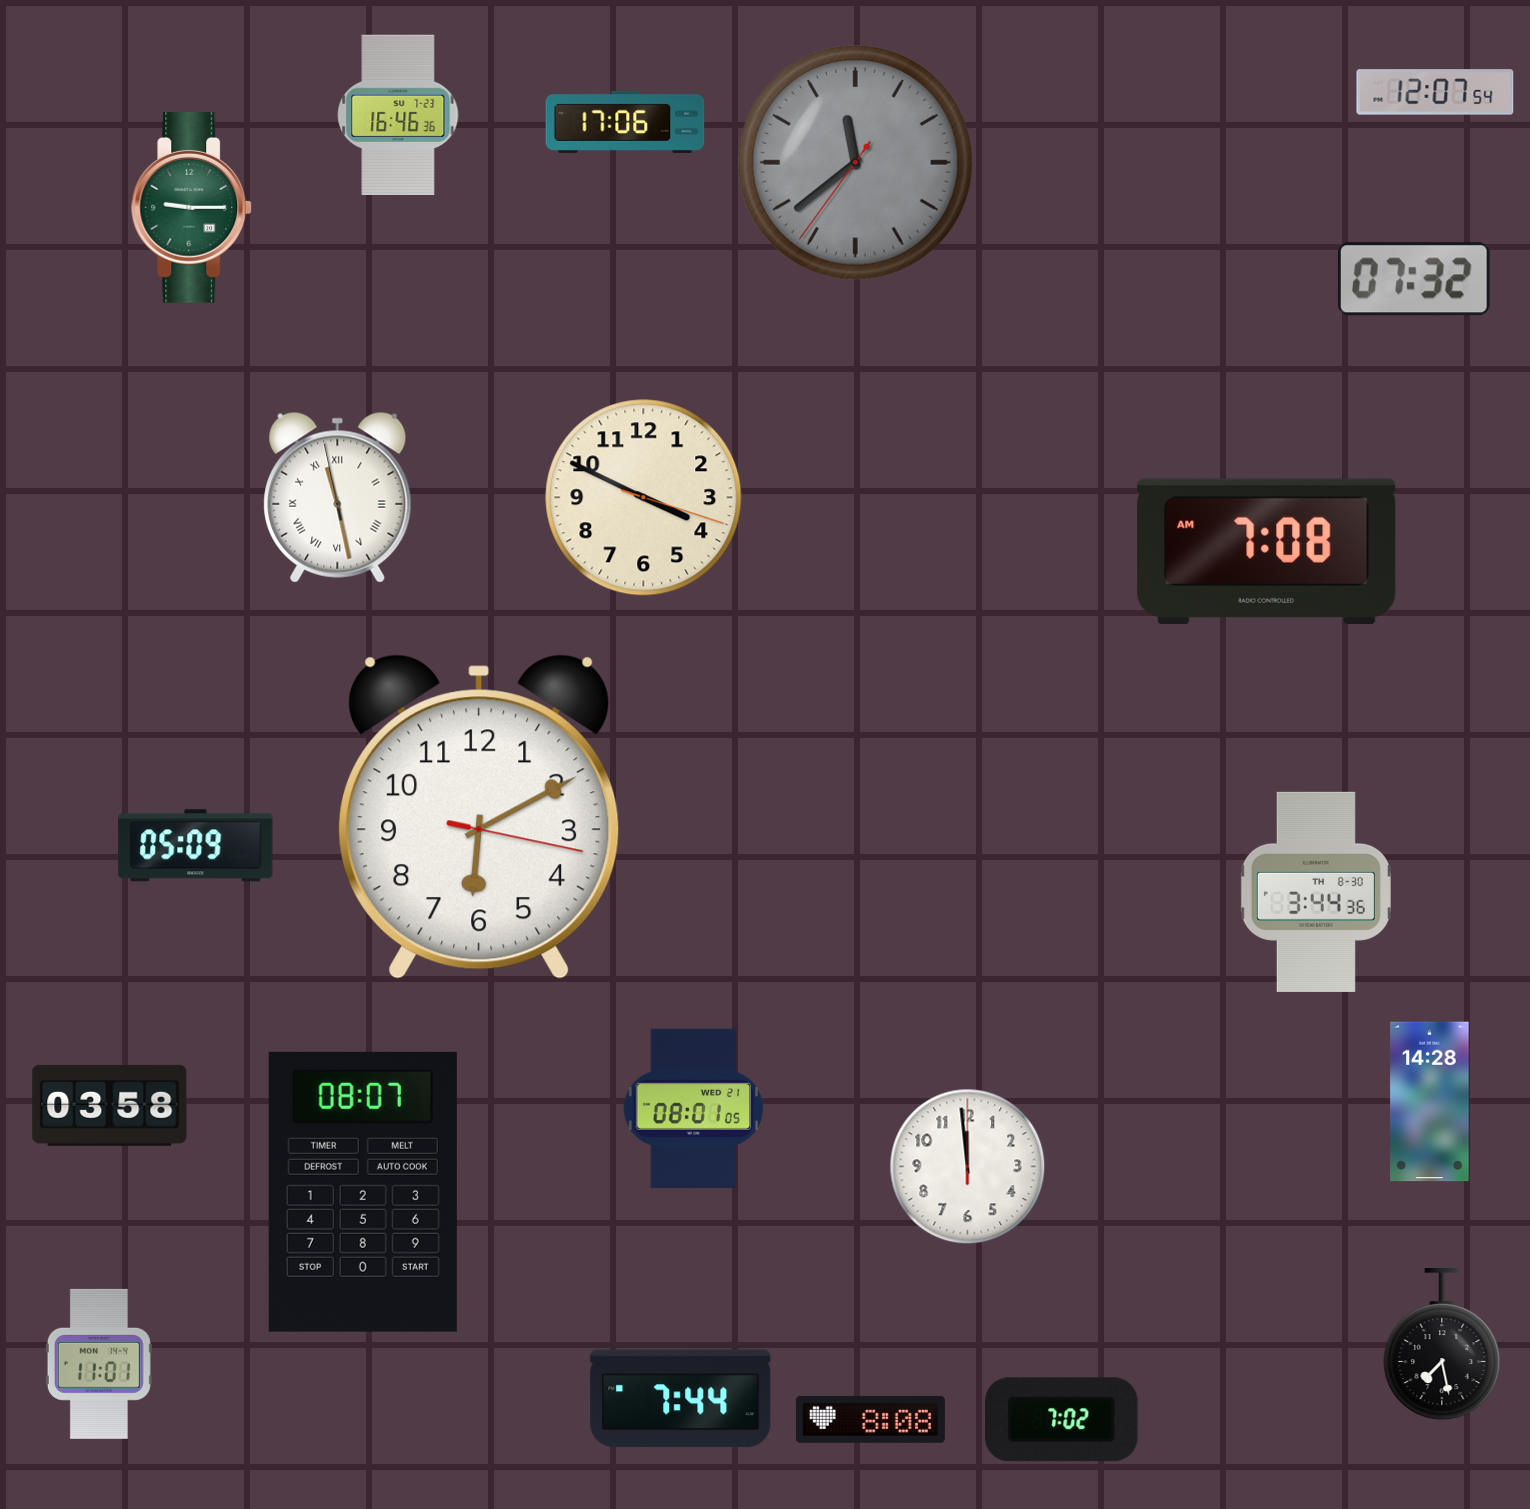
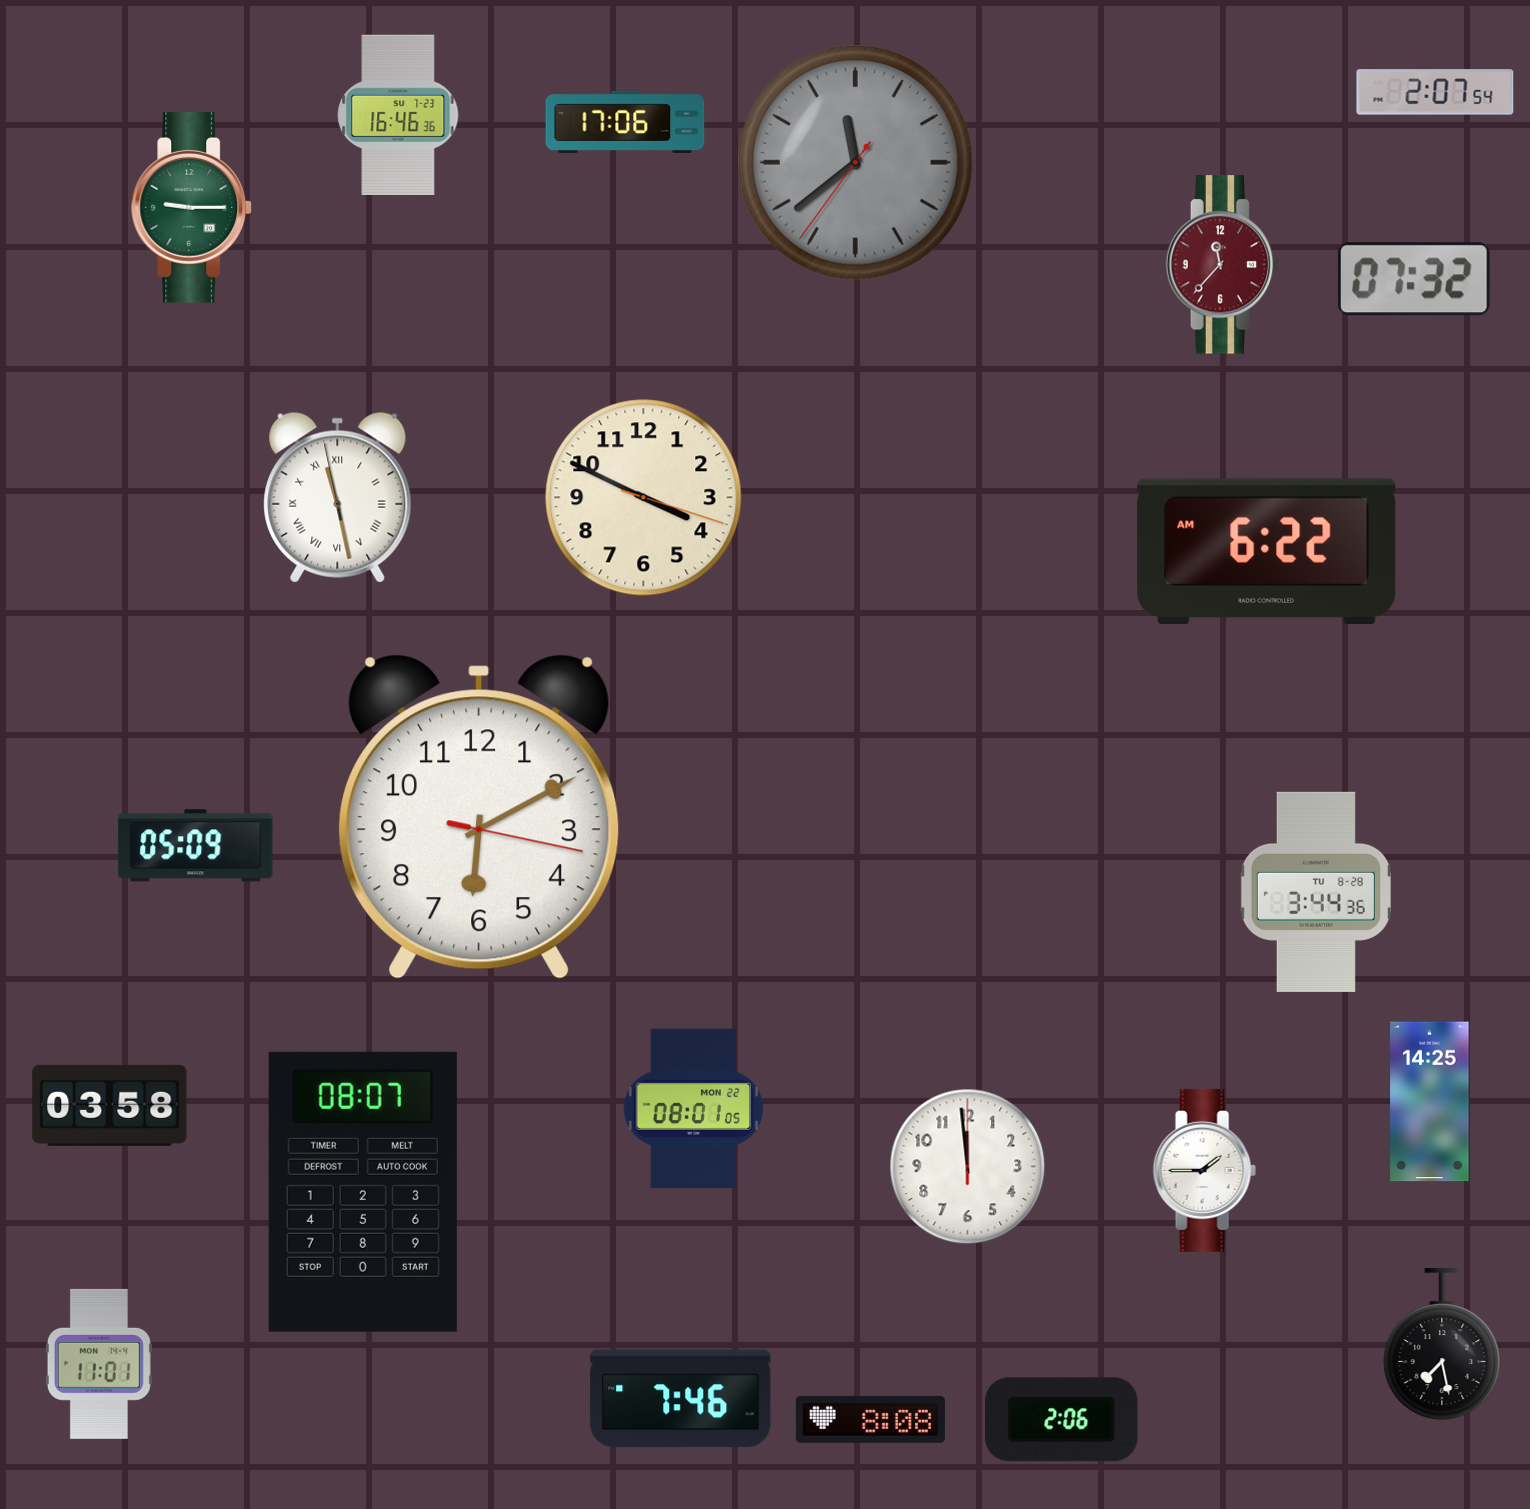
clock at (1435, 92): 12:07 -> 2:07
clock at (1223, 265): none -> 11:37
clock at (1267, 551): 7:08 -> 6:22
clock at (1316, 892) date: TH 8-30 -> TU 8-28
clock at (1430, 1102): 14:28 -> 14:25
clock at (694, 1109) date: WED 21 -> MON 22
clock at (1204, 1170): none -> 1:45
clock at (681, 1399): 7:44 -> 7:46
clock at (1062, 1420): 7:02 -> 2:06
